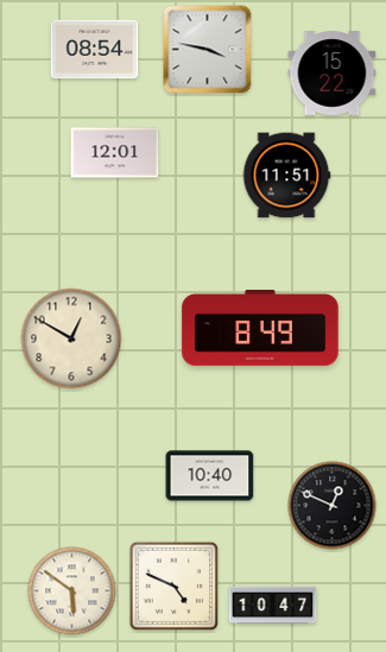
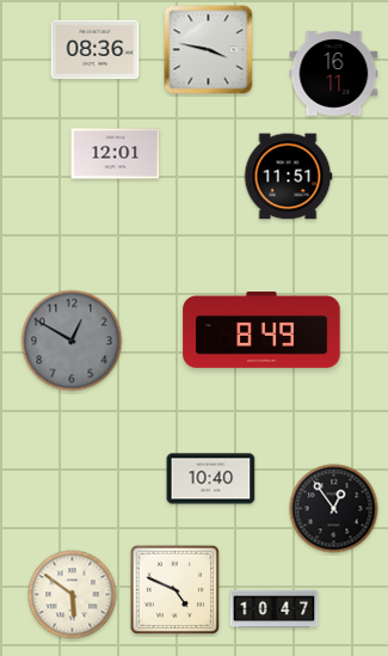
clock at (95, 50): 08:54 -> 08:36
clock at (333, 74): 15:22 -> 16:11
clock at (71, 338) dial: cream -> grey
clock at (333, 506): 12:49 -> 12:54
